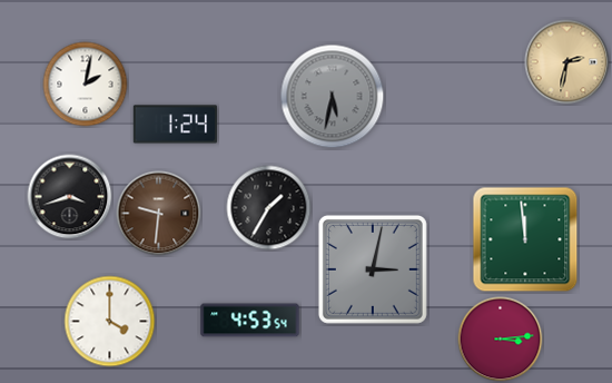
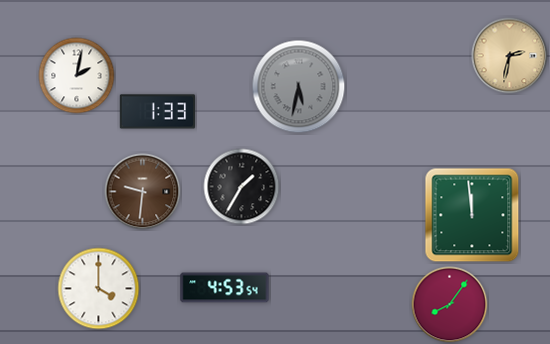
clock at (176, 125): 1:24 -> 1:33
clock at (70, 197): 3:42 -> none
clock at (373, 269): 3:02 -> none
clock at (501, 340): 3:14 -> 8:06
